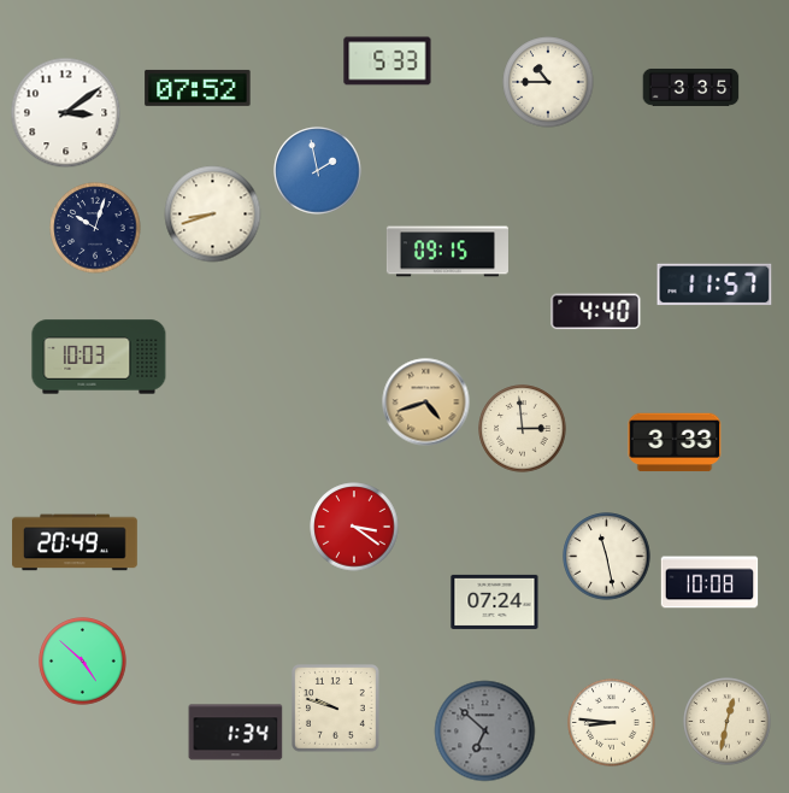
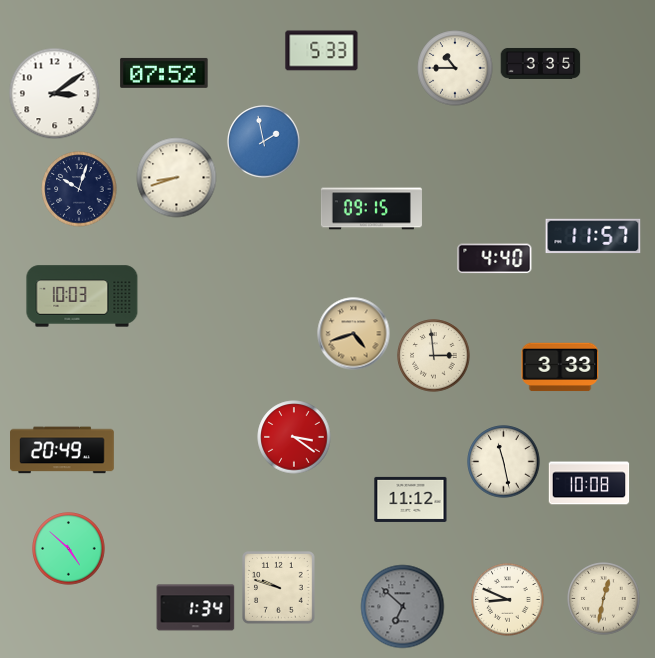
clock at (691, 87) position: (691, 87) -> (541, 63)
clock at (495, 601): 07:24 -> 11:12
clock at (612, 723): 8:46 -> 8:49
